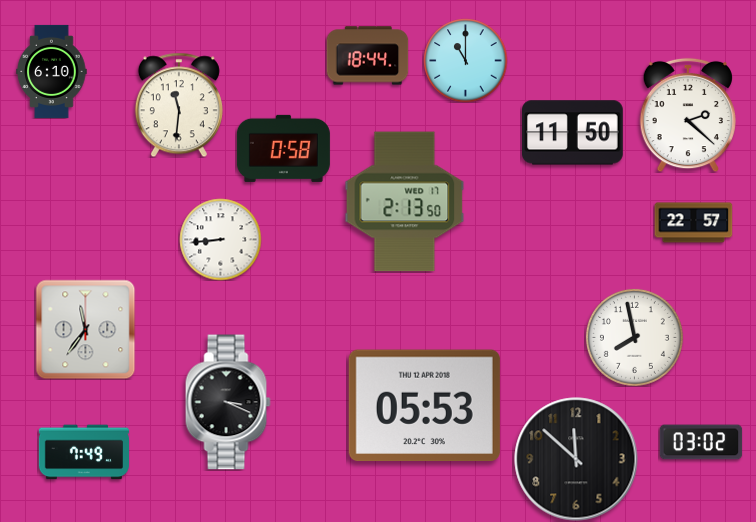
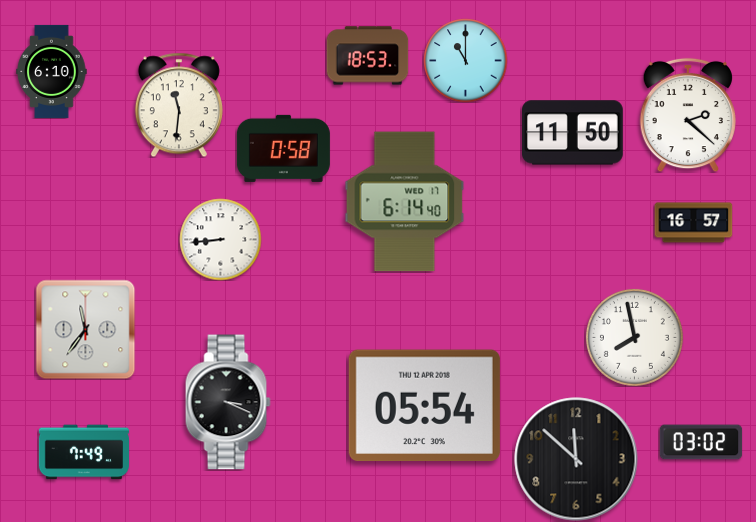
clock at (367, 56): 18:44 -> 18:53
clock at (405, 202): 2:13 -> 6:14
clock at (693, 223): 22:57 -> 16:57
clock at (424, 406): 05:53 -> 05:54
